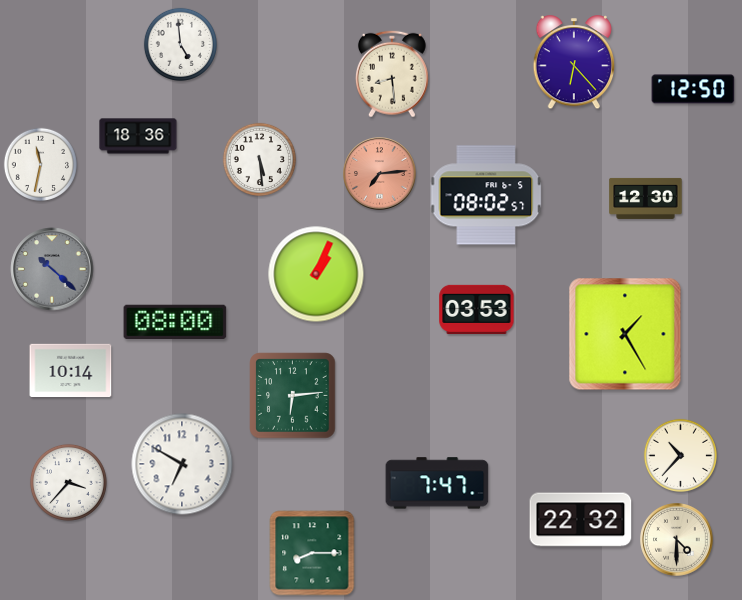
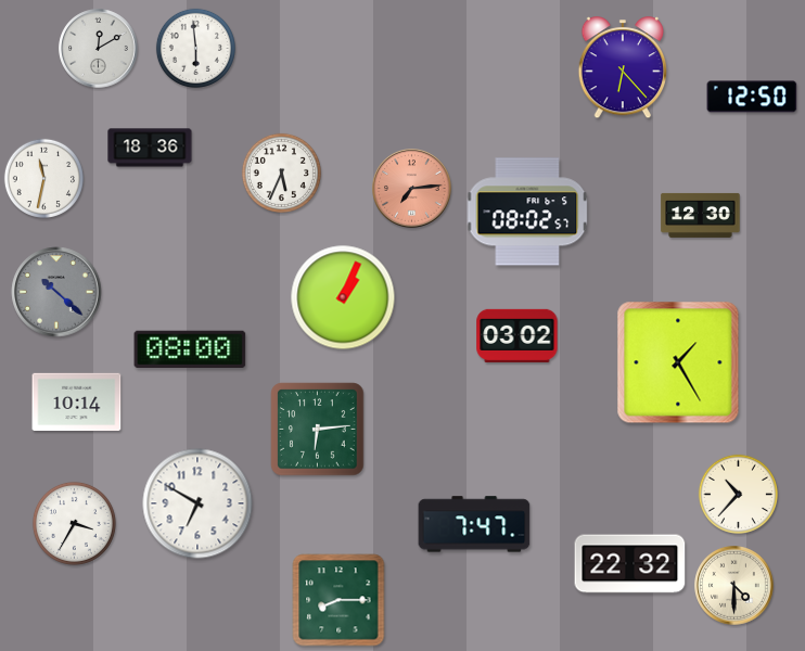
clock at (180, 44): 4:59 -> 5:59
clock at (99, 49): none -> 12:10
clock at (392, 74): 8:29 -> none
clock at (259, 159): 5:29 -> 5:34
clock at (477, 309): 03:53 -> 03:02
clock at (68, 482): 3:37 -> 3:35
